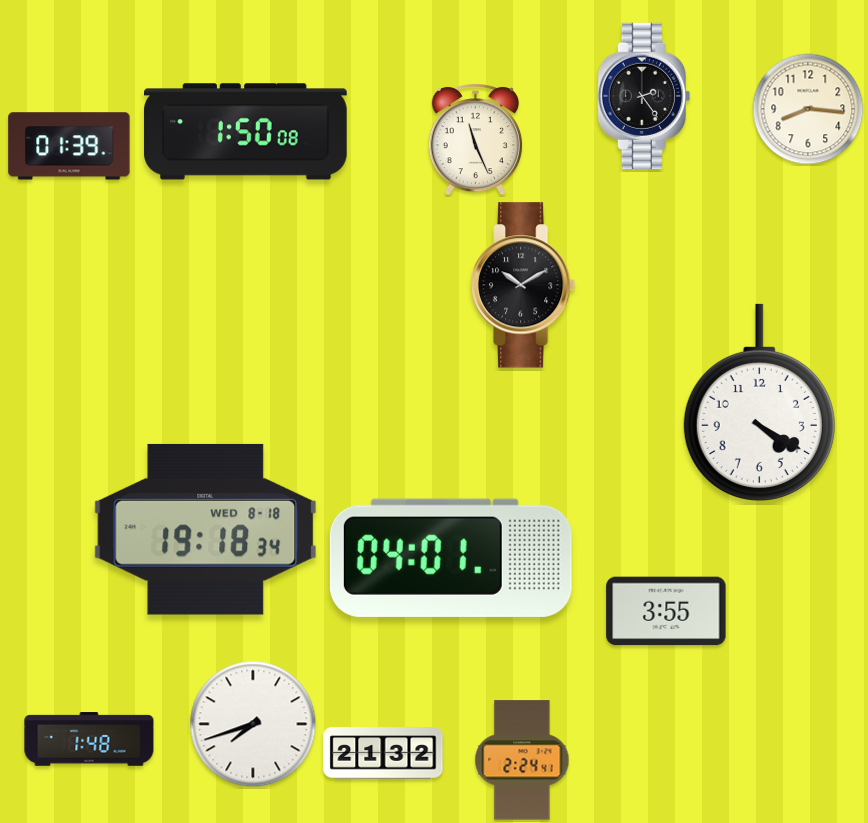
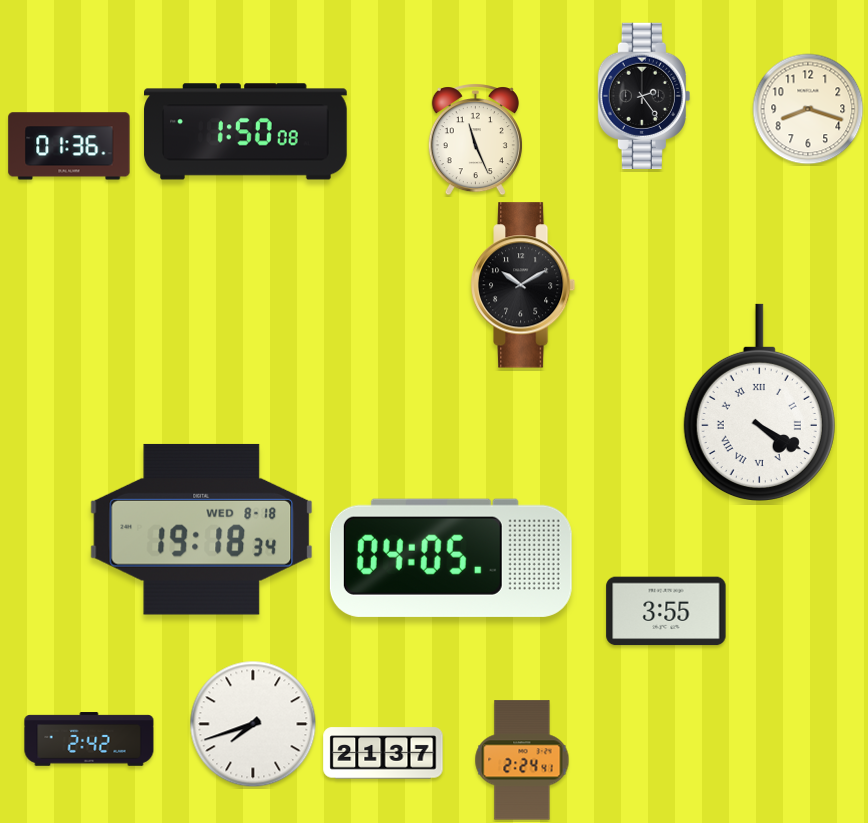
clock at (808, 109): 8:16 -> 8:18
clock at (69, 146): 01:39 -> 01:36
clock at (759, 402) numerals: Arabic -> Roman
clock at (206, 529) position: (206, 529) -> (202, 529)
clock at (451, 558): 04:01 -> 04:05
clock at (89, 739): 1:48 -> 2:42
clock at (383, 753): 21:32 -> 21:37
